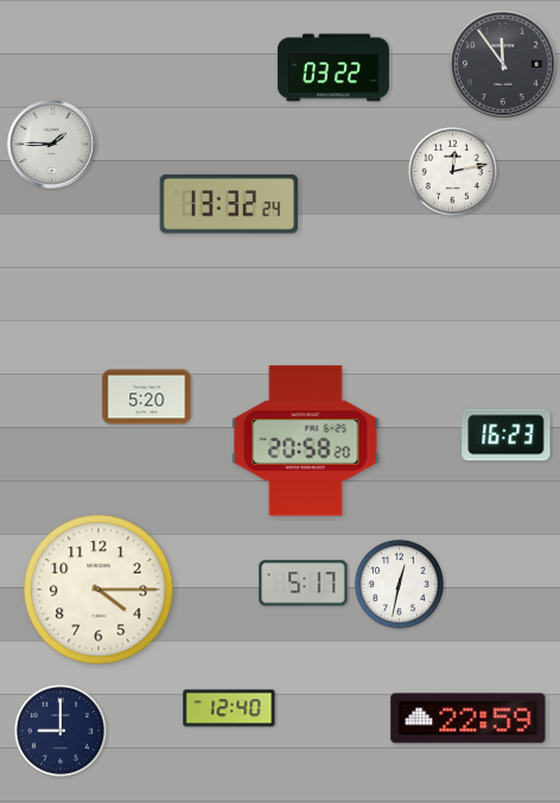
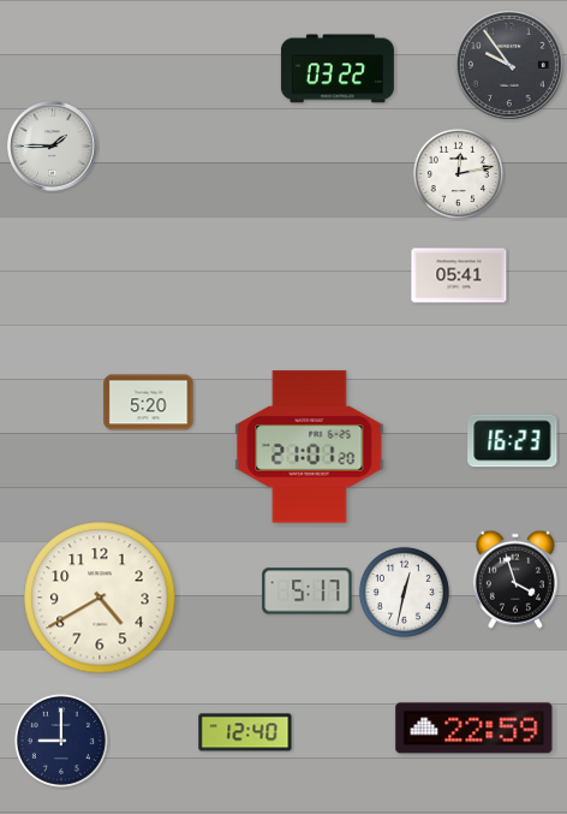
clock at (503, 64): 11:54 -> 9:54
clock at (228, 204): 13:32 -> none
clock at (459, 275): none -> 05:41
clock at (306, 441): 20:58 -> 21:01
clock at (515, 580): none -> 3:57
clock at (98, 589): 4:15 -> 4:40
clock at (229, 708) position: (229, 708) -> (245, 732)
